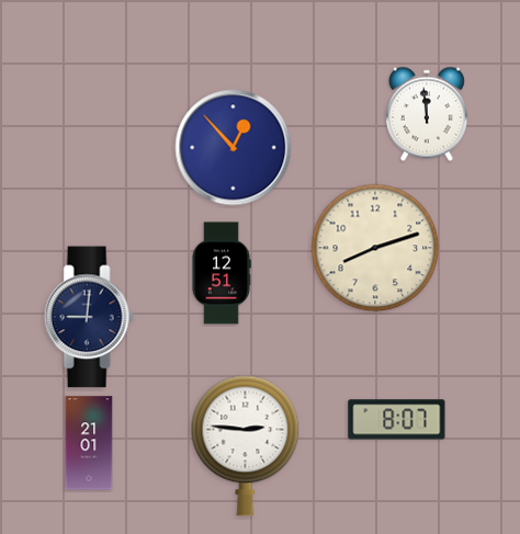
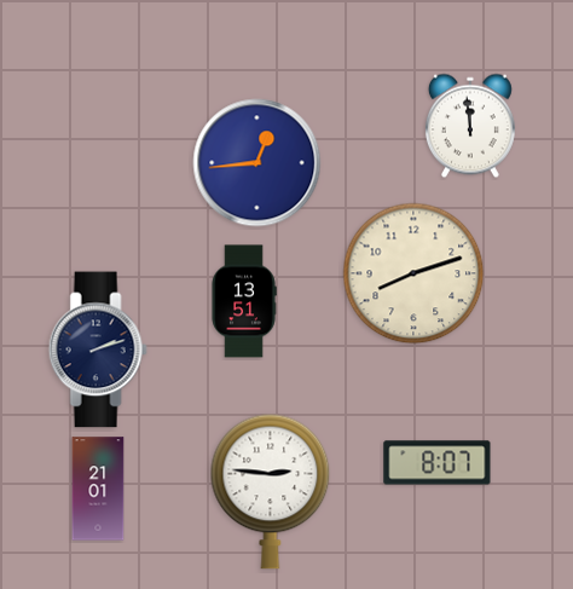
clock at (234, 148): 12:53 -> 12:44
clock at (222, 273): 12:51 -> 13:51
clock at (89, 317): 9:01 -> 2:12
